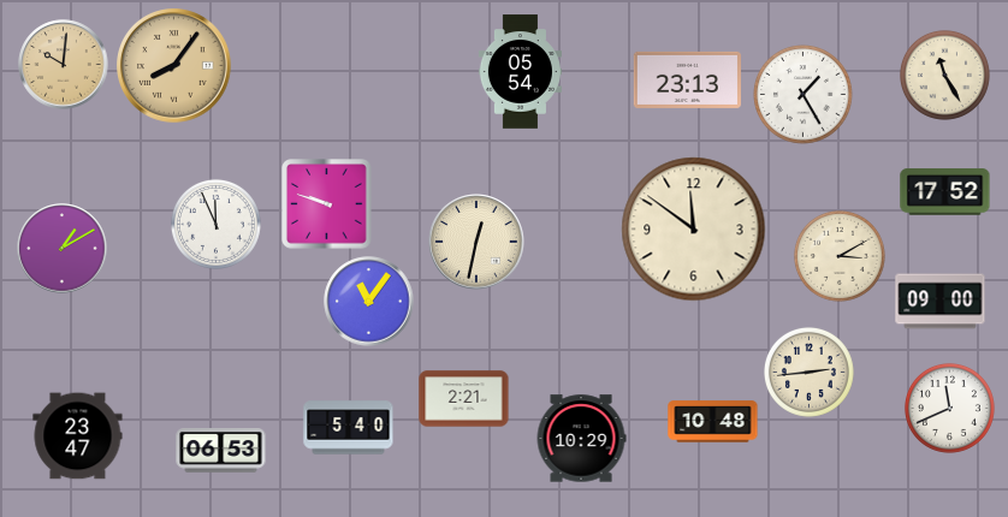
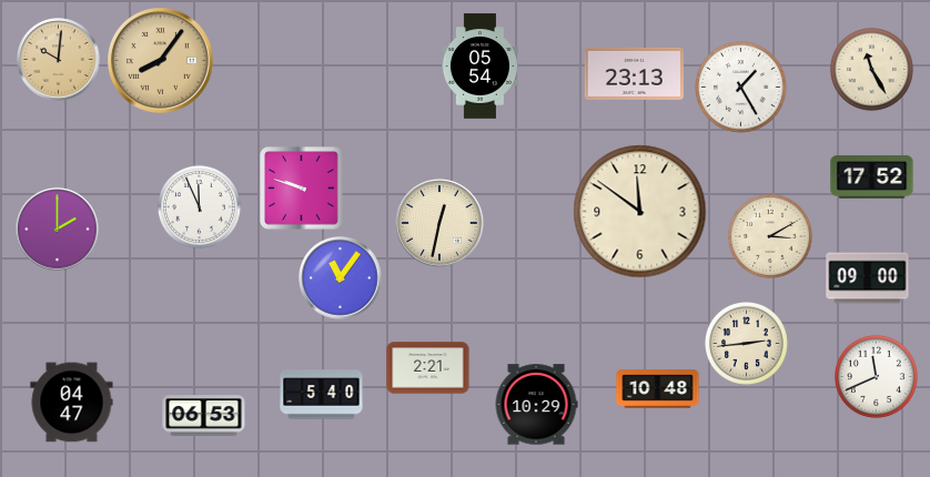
clock at (63, 249): 1:10 -> 2:00
clock at (840, 256) position: (840, 256) -> (770, 236)
clock at (78, 436): 23:47 -> 04:47
